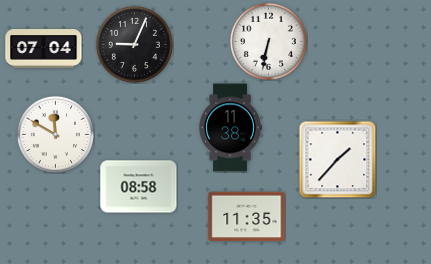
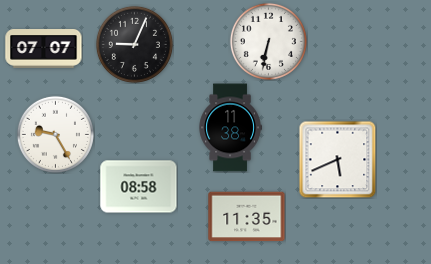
clock at (44, 49): 07:04 -> 07:07
clock at (55, 134): 11:50 -> 9:25
clock at (337, 159): 1:37 -> 5:41
